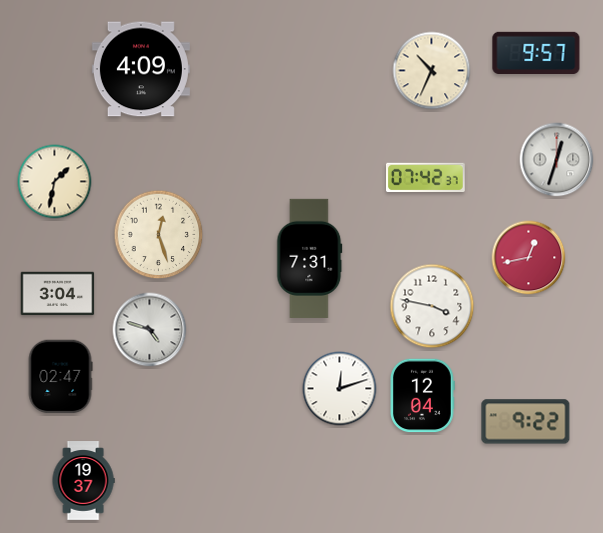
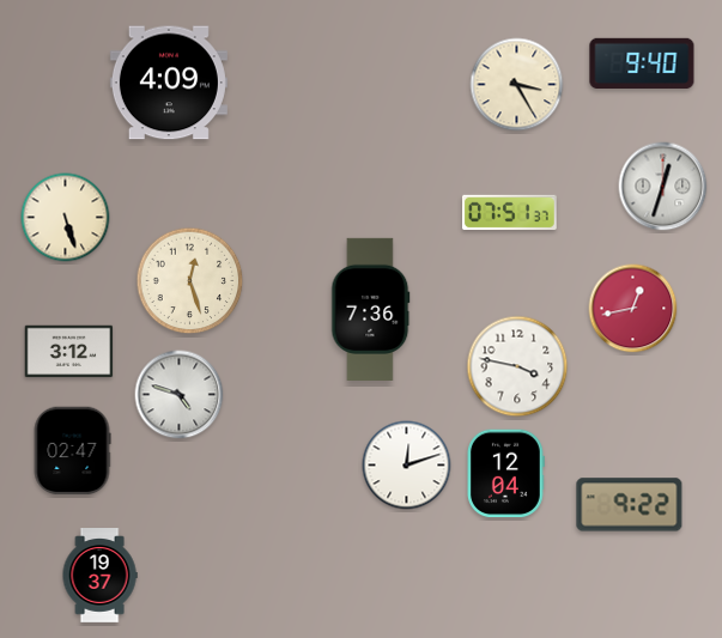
clock at (536, 52): 9:57 -> 9:40
clock at (432, 71): 10:34 -> 3:25
clock at (557, 160) position: (557, 160) -> (663, 187)
clock at (426, 177): 07:42 -> 07:51
clock at (55, 182): 1:32 -> 5:27
clock at (310, 258): 7:31 -> 7:36
clock at (58, 294): 3:04 -> 3:12
